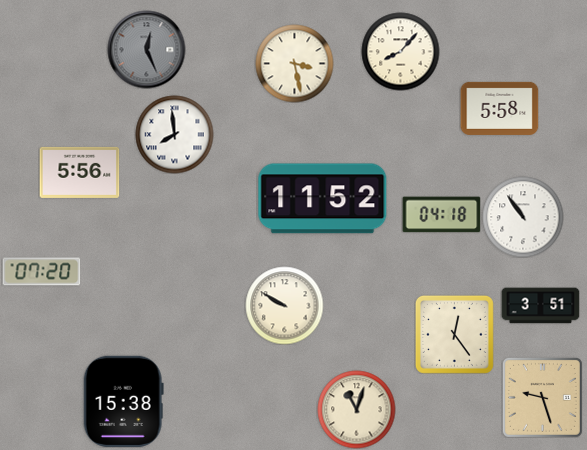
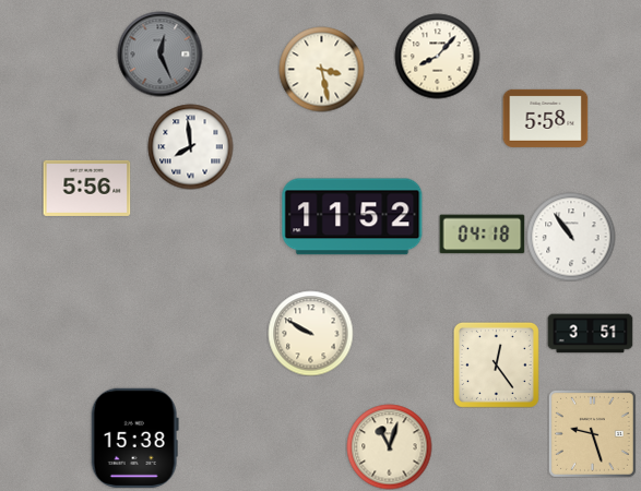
clock at (41, 272): 07:20 -> none
